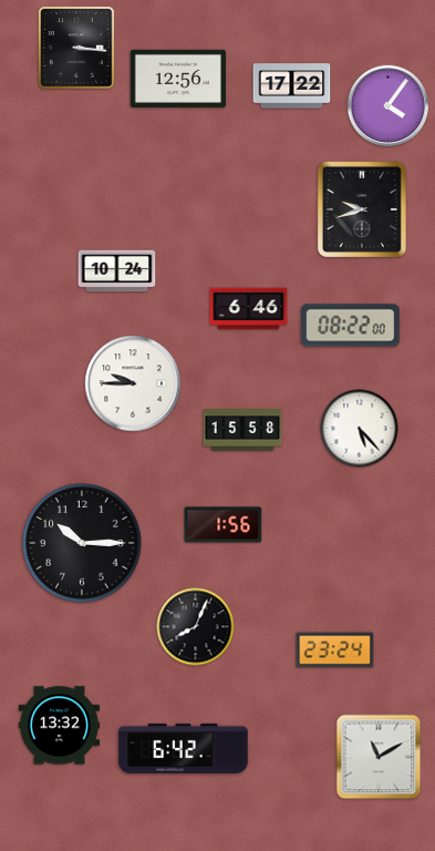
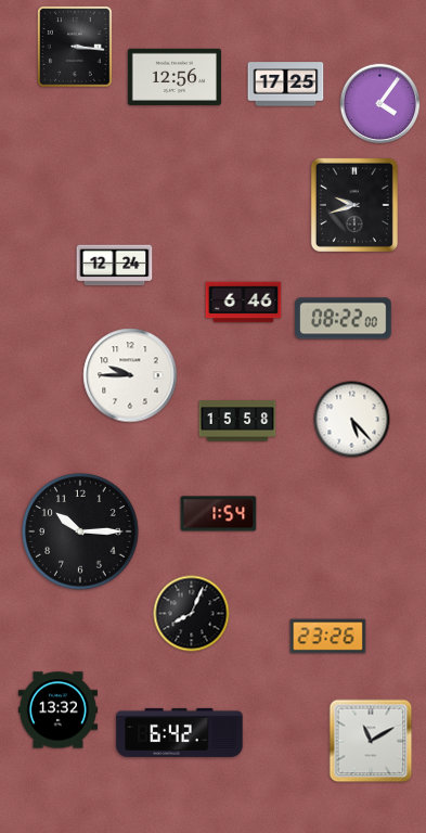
clock at (292, 86): 17:22 -> 17:25
clock at (117, 271): 10:24 -> 12:24
clock at (224, 525): 1:56 -> 1:54
clock at (335, 650): 23:24 -> 23:26
